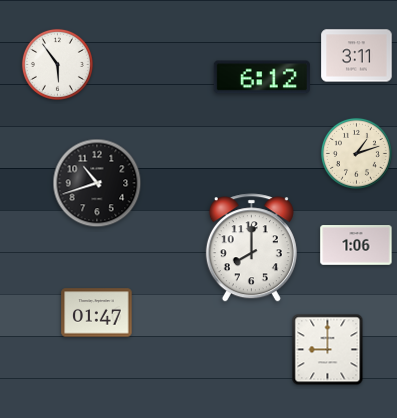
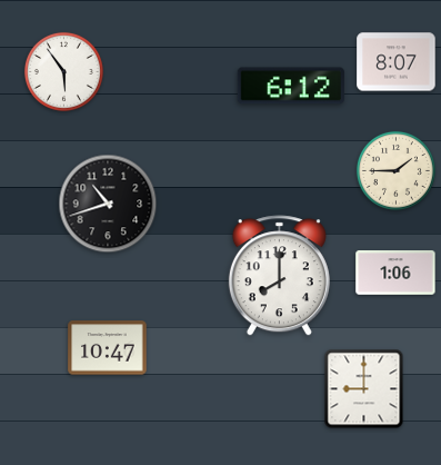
clock at (357, 56): 3:11 -> 8:07
clock at (356, 153): 1:12 -> 1:45
clock at (97, 313): 01:47 -> 10:47
